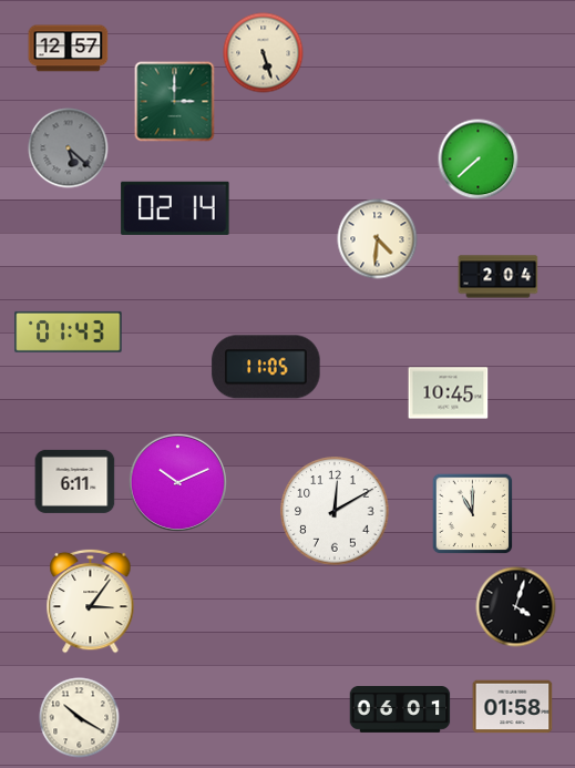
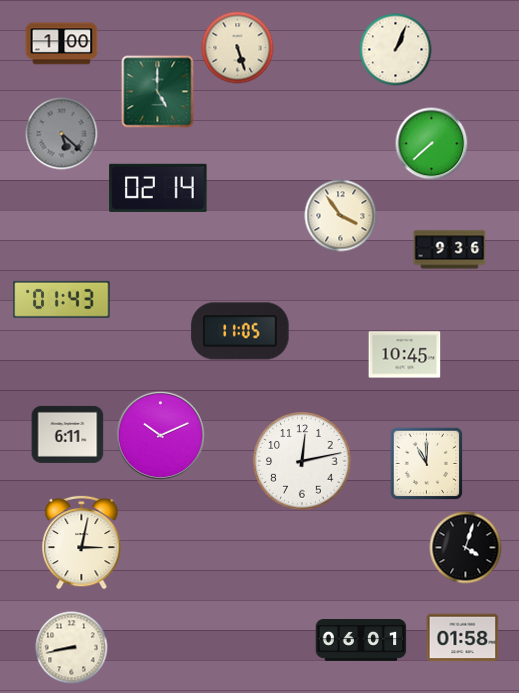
clock at (69, 49): 12:57 -> 1:00
clock at (396, 50): none -> 1:04
clock at (175, 102): 3:00 -> 5:00
clock at (378, 239): 4:31 -> 3:54
clock at (499, 277): 2:04 -> 9:36
clock at (335, 511): 12:10 -> 12:13
clock at (91, 601): 3:06 -> 3:02
clock at (80, 718): 10:20 -> 8:43
